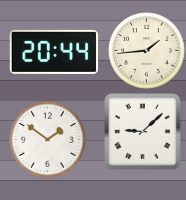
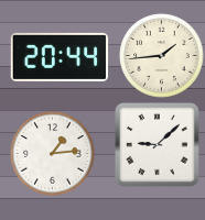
clock at (48, 140): 1:51 -> 1:14
